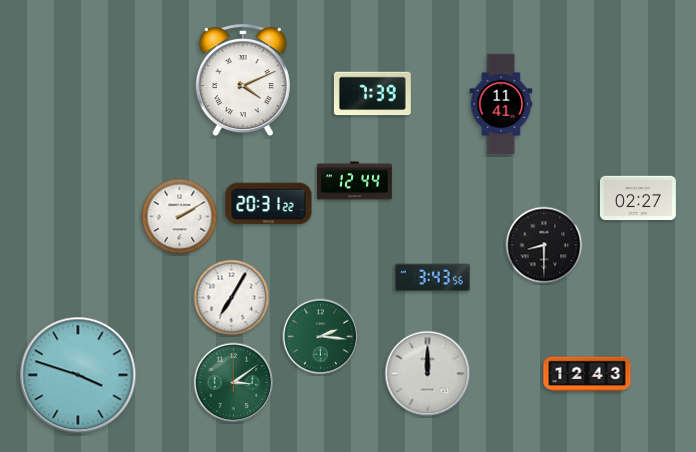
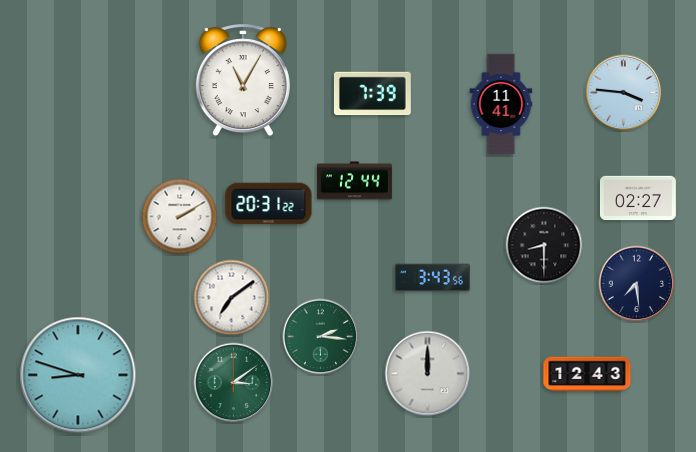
clock at (243, 81): 4:11 -> 11:05
clock at (624, 93): none -> 3:46
clock at (637, 284): none -> 7:29
clock at (232, 298): 7:05 -> 7:09
clock at (78, 375): 3:48 -> 8:48
